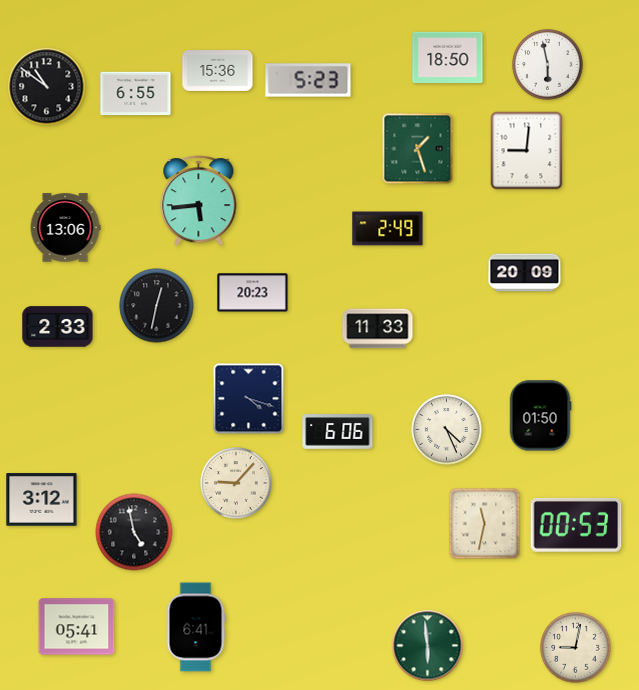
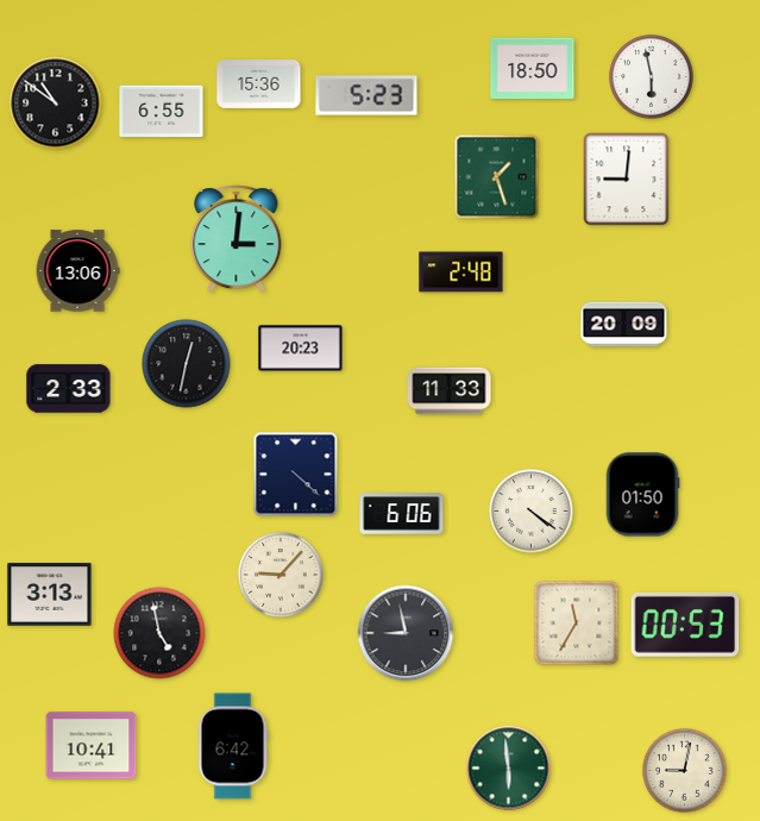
clock at (199, 201): 5:44 -> 3:01
clock at (388, 229): 2:49 -> 2:48
clock at (249, 399): 4:18 -> 4:22
clock at (447, 430): 4:26 -> 4:21
clock at (42, 500): 3:12 -> 3:13
clock at (485, 524): 11:32 -> 11:35
clock at (406, 633): none -> 8:58
clock at (77, 627): 05:41 -> 10:41
clock at (196, 627): 6:41 -> 6:42
